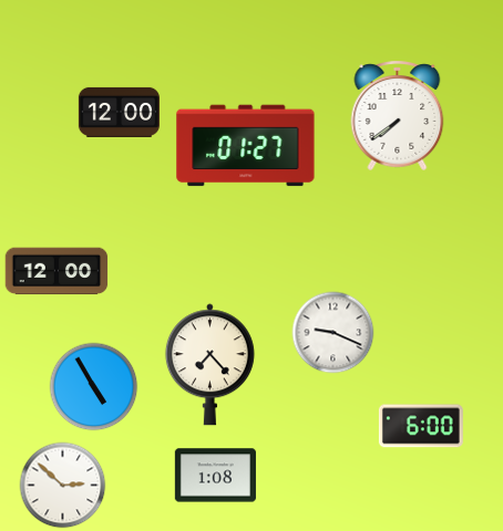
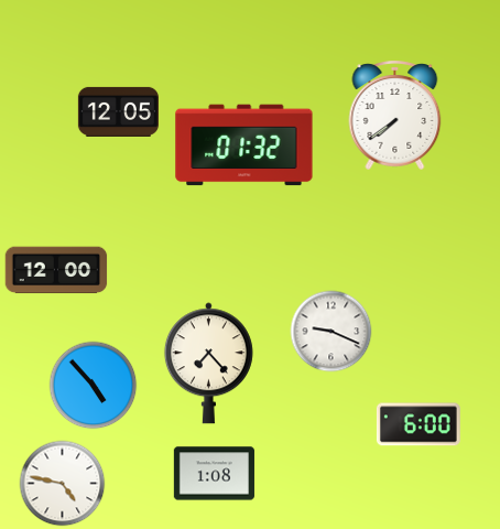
clock at (119, 112): 12:00 -> 12:05
clock at (246, 146): 01:27 -> 01:32
clock at (94, 387): 4:55 -> 4:53
clock at (63, 486): 2:52 -> 4:47
